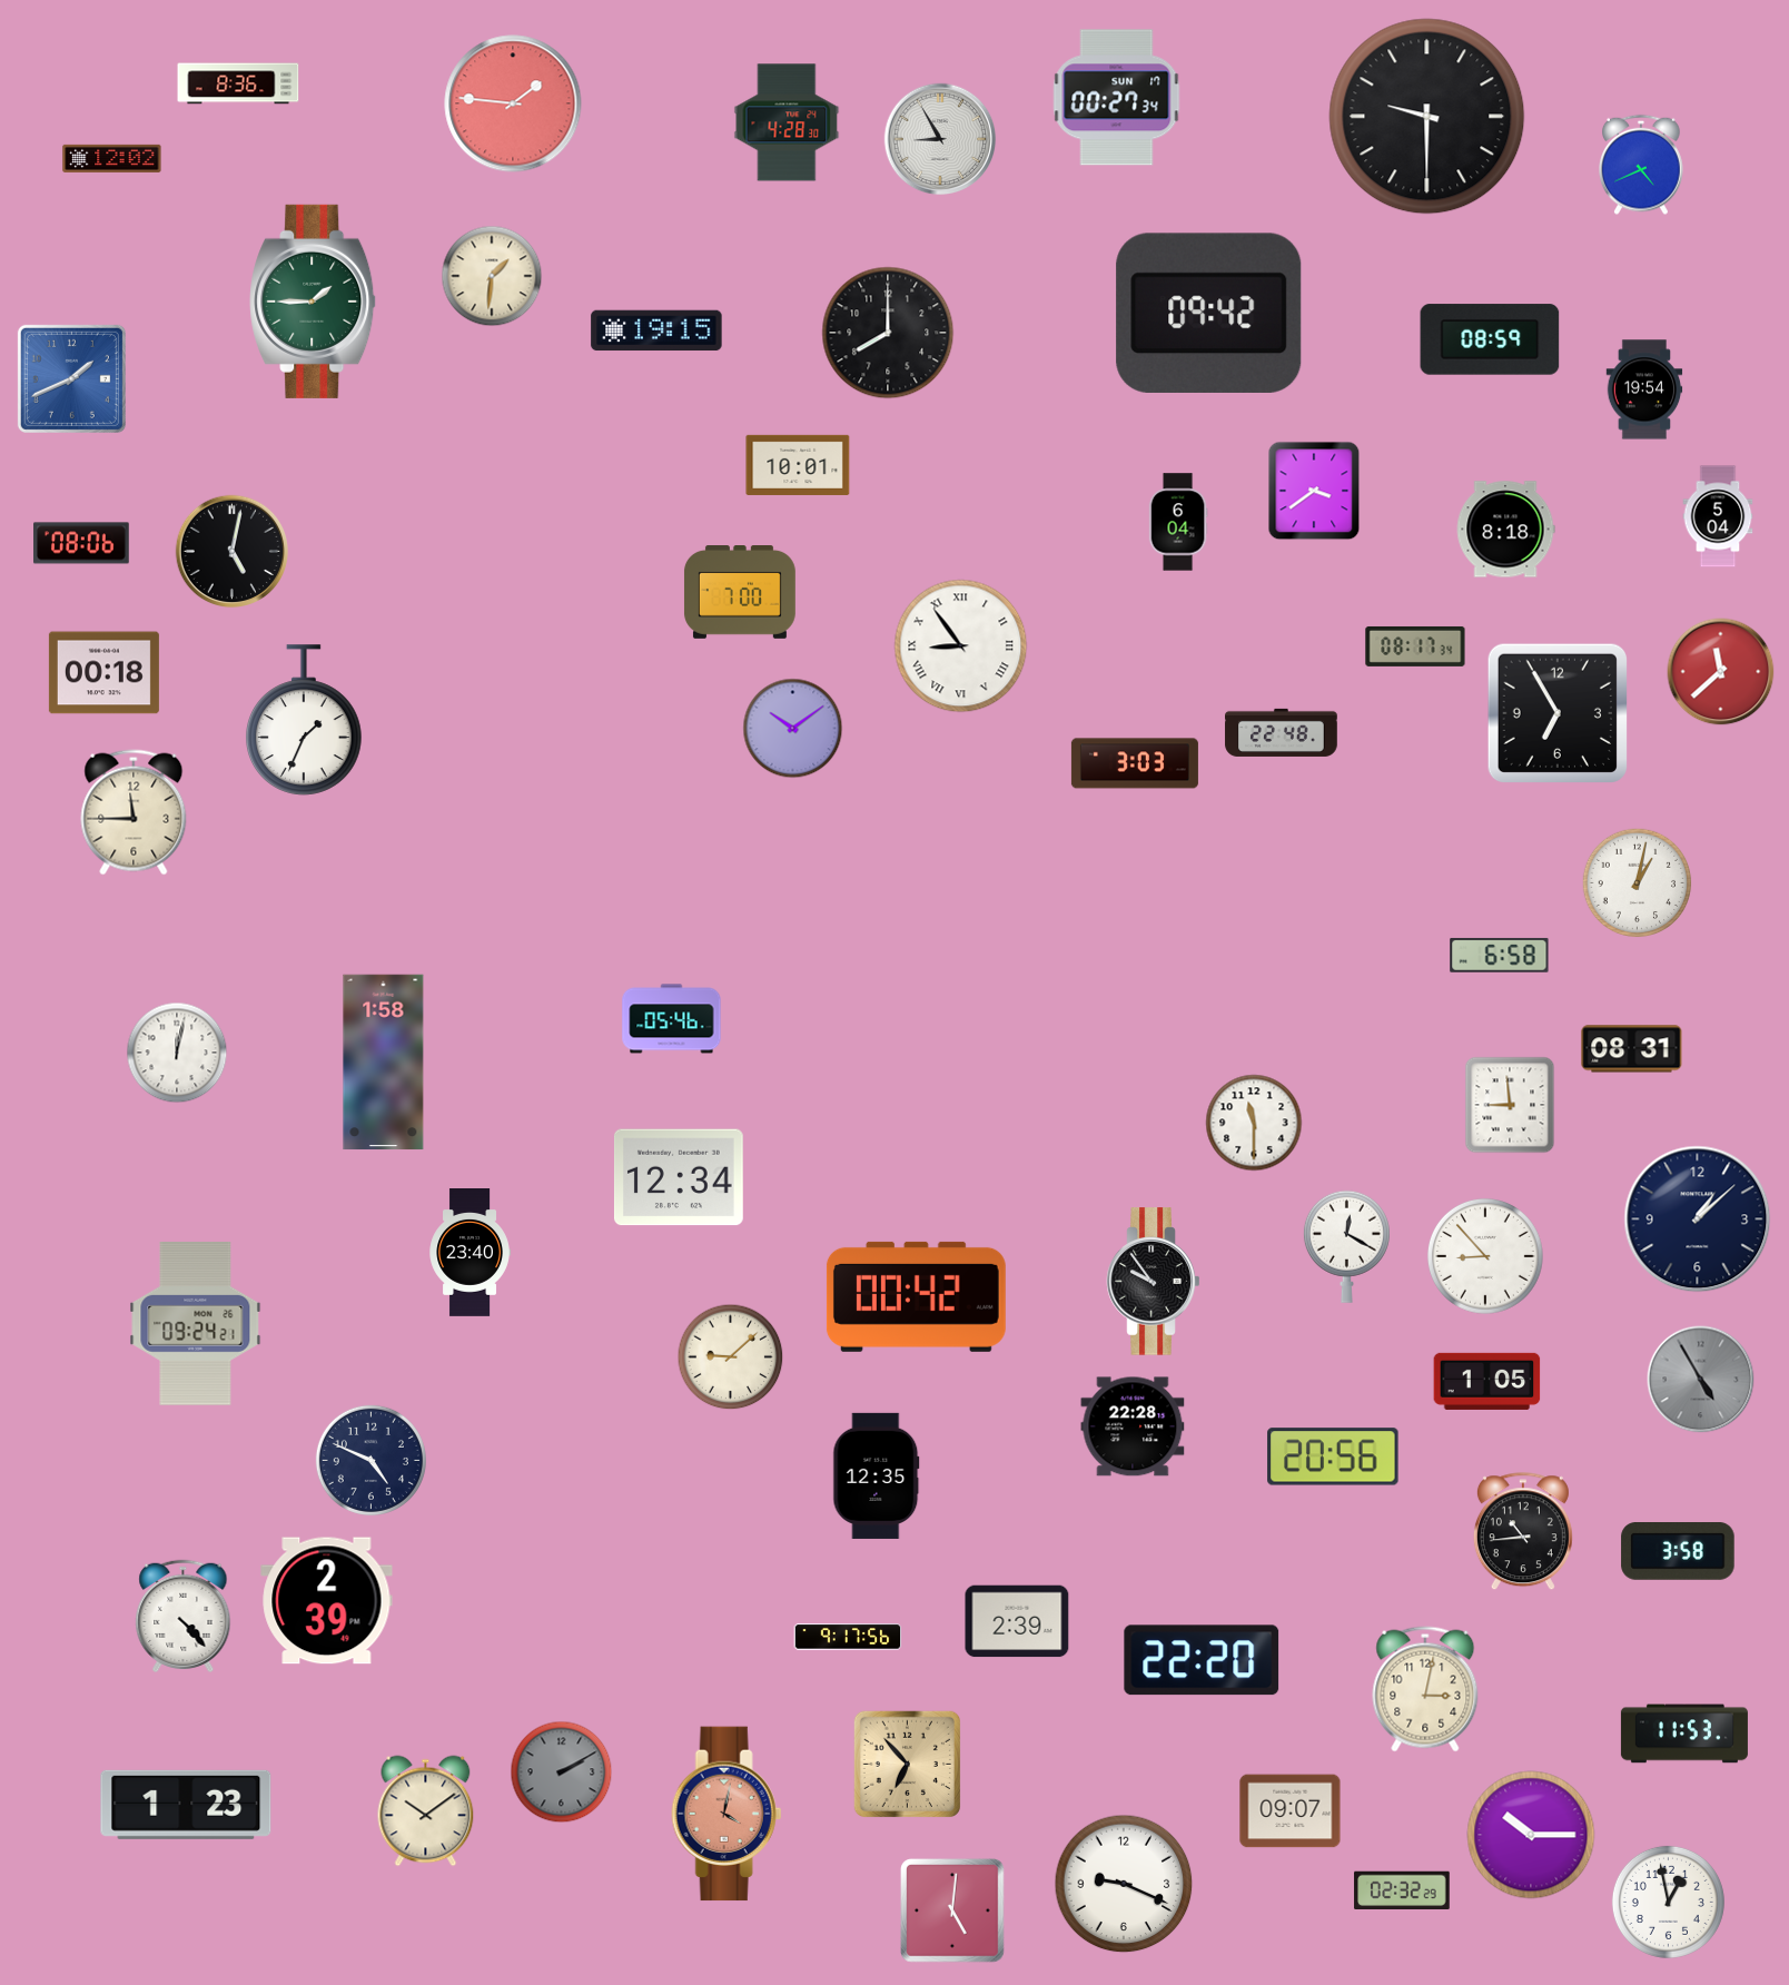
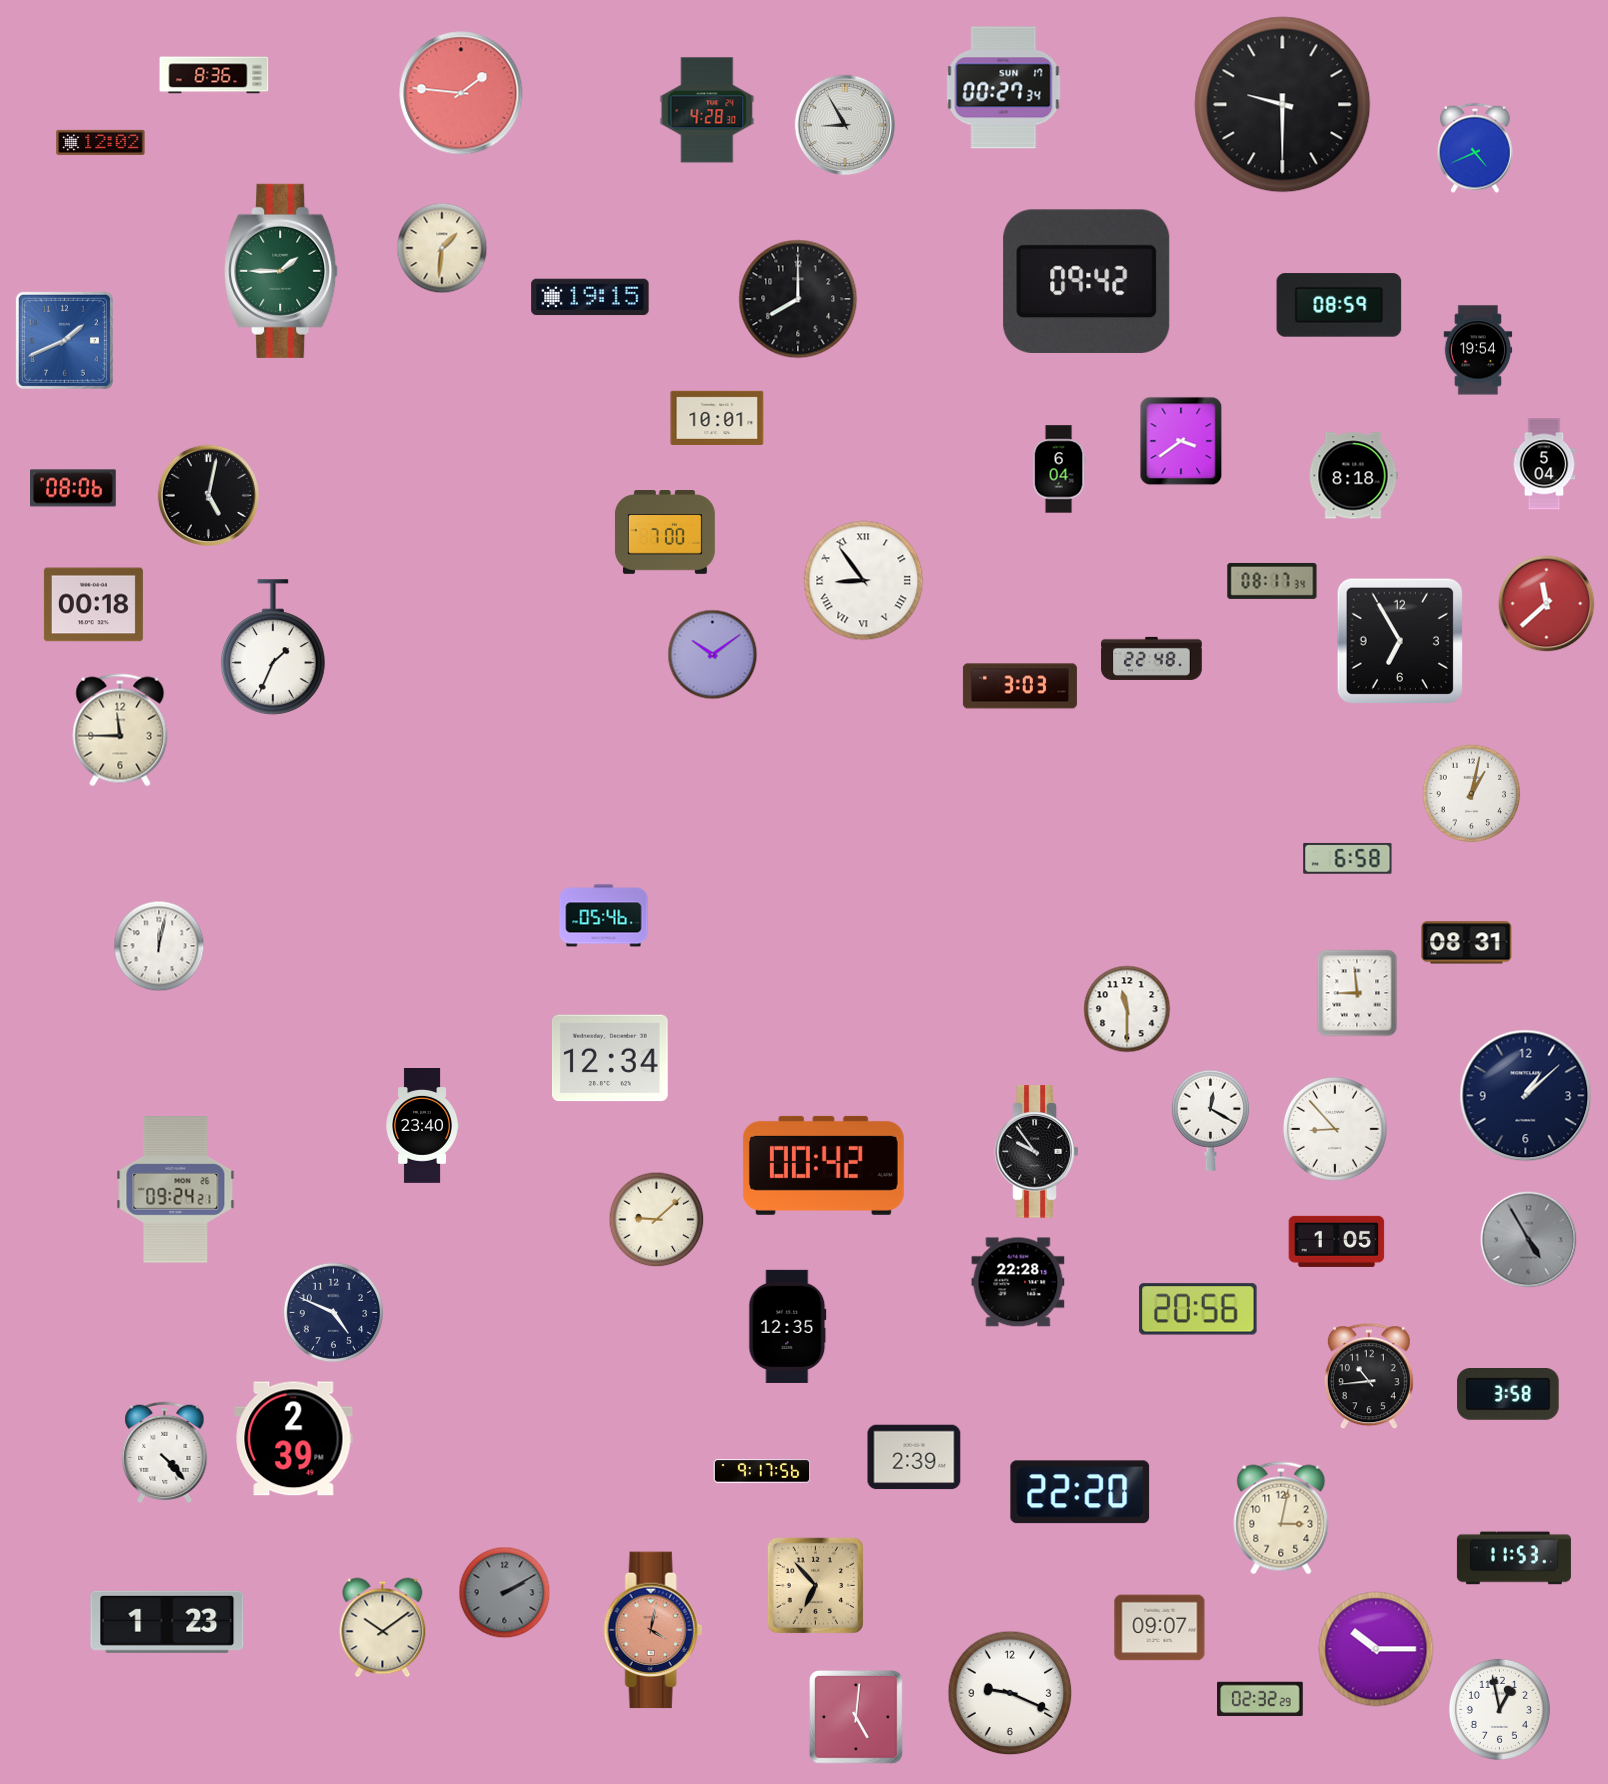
clock at (384, 1063): 1:58 -> none
